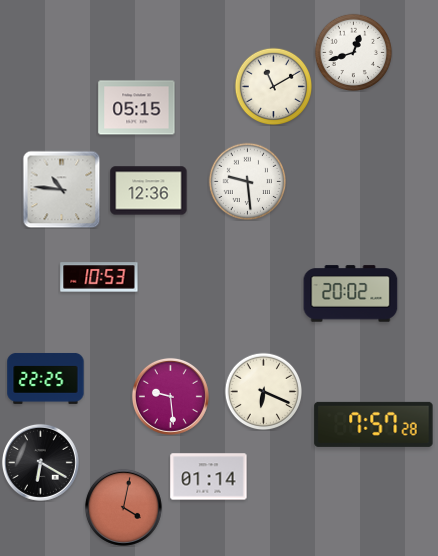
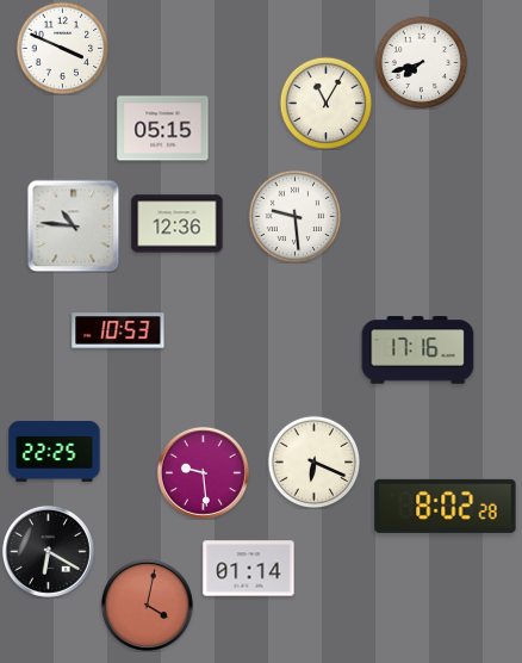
clock at (62, 48): none -> 3:49
clock at (353, 52): 12:42 -> 7:42
clock at (273, 86): 11:10 -> 11:05
clock at (149, 191) position: (149, 191) -> (178, 224)
clock at (351, 294): 20:02 -> 17:16
clock at (263, 391) position: (263, 391) -> (313, 461)
clock at (374, 424): 7:57 -> 8:02
